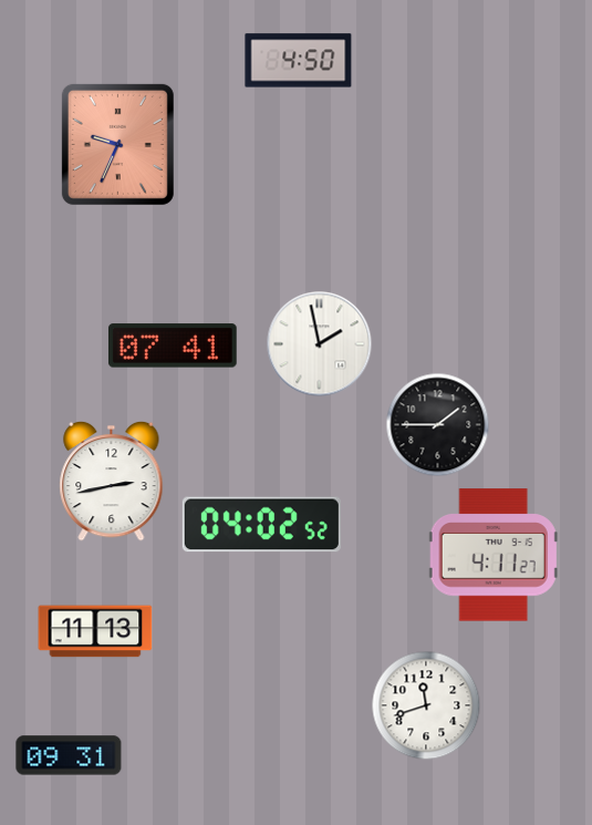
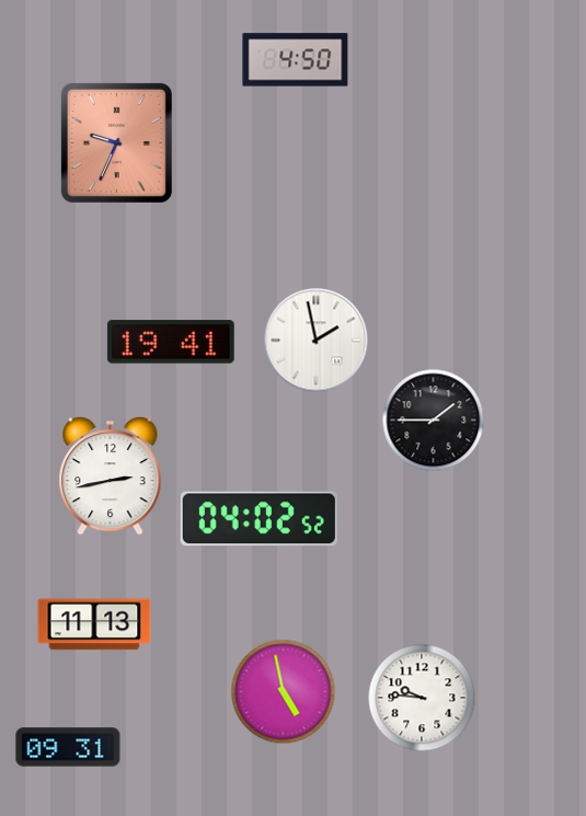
clock at (173, 346): 07:41 -> 19:41
clock at (494, 555): 4:11 -> none
clock at (284, 692): none -> 4:58
clock at (426, 705): 11:42 -> 9:46
